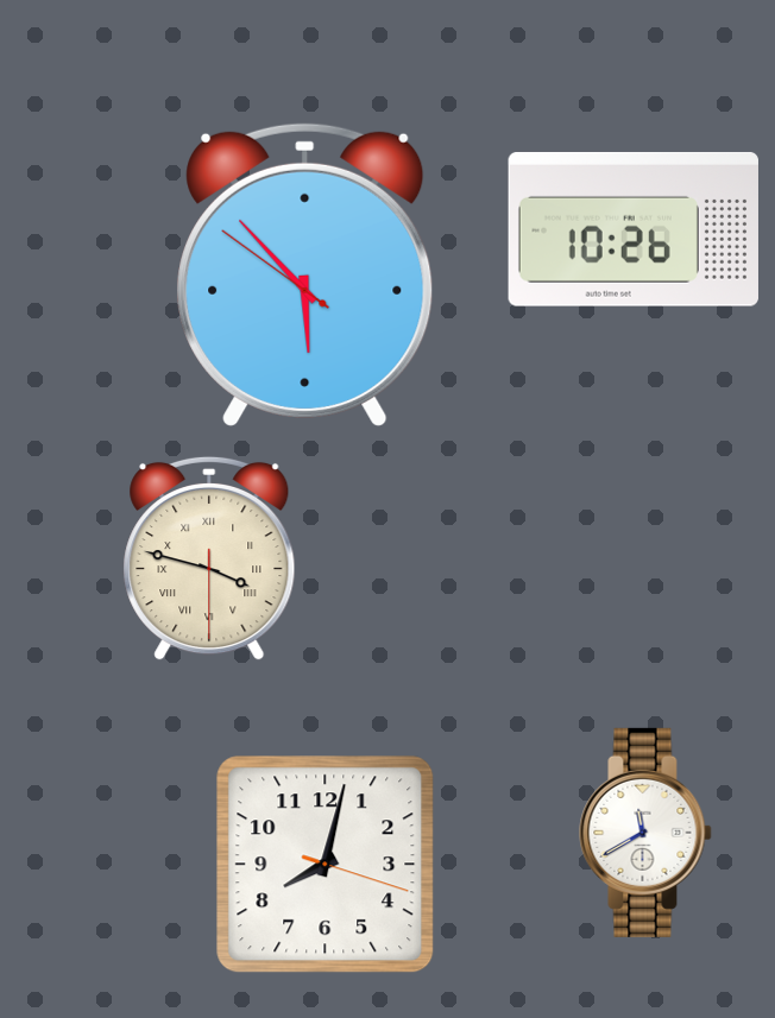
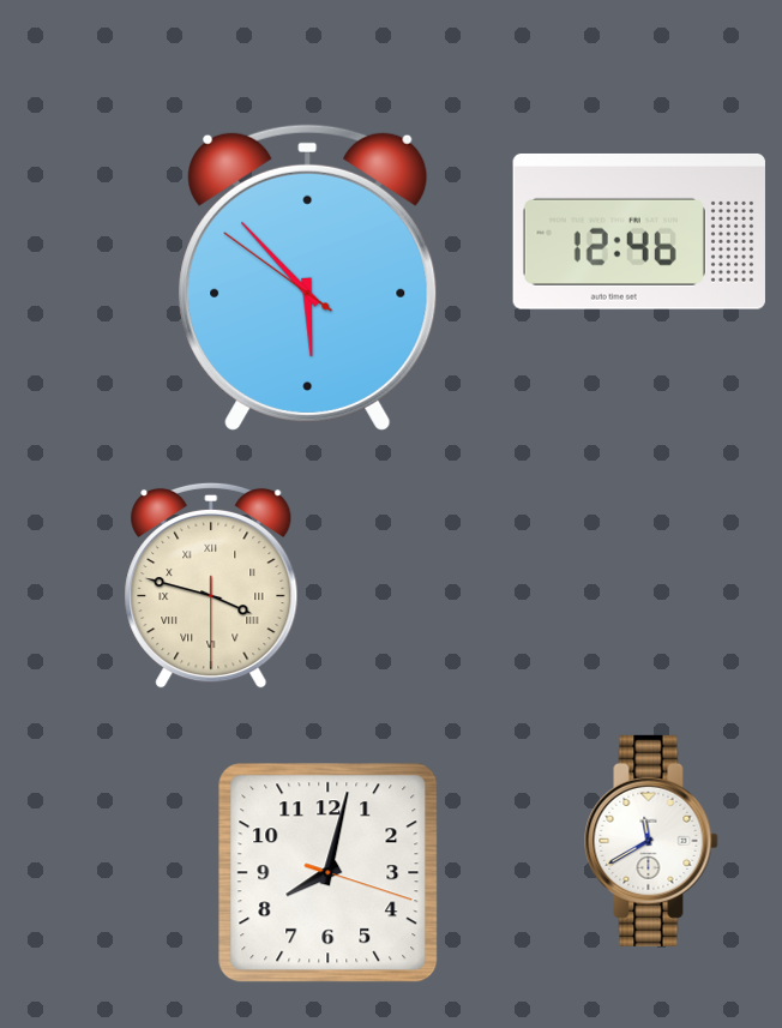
clock at (634, 229): 10:26 -> 12:46
clock at (209, 558) position: (209, 558) -> (211, 585)
